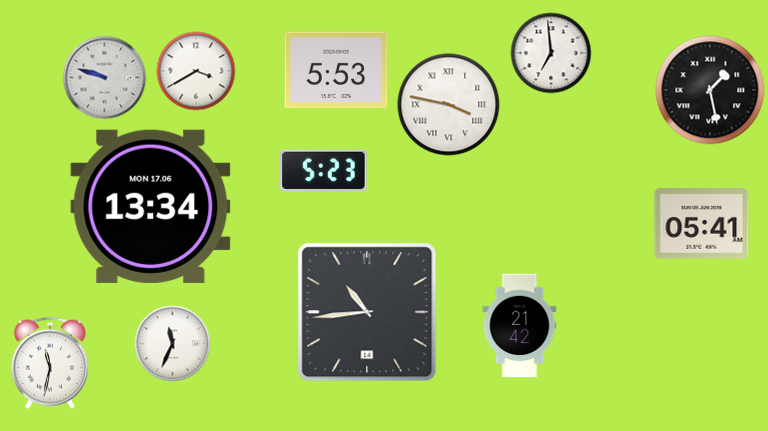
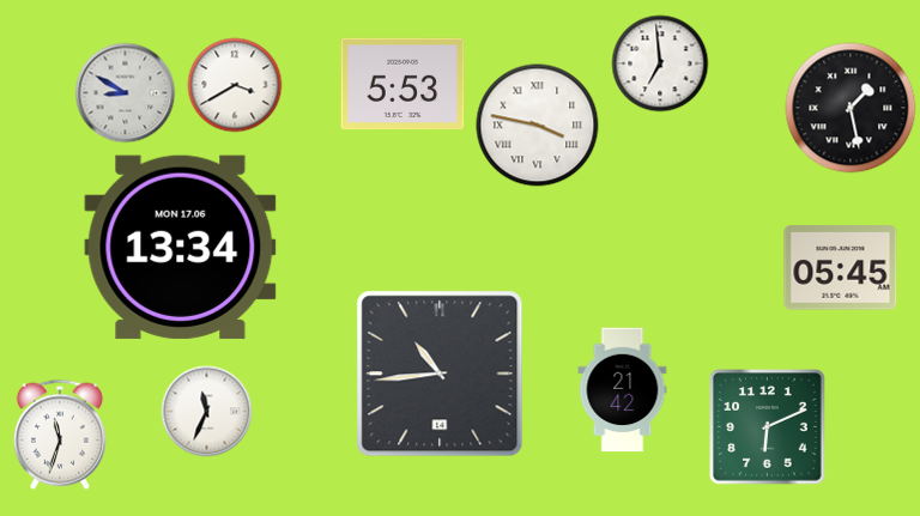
clock at (105, 78): 9:48 -> 8:50
clock at (324, 170): 5:23 -> none
clock at (702, 224): 05:41 -> 05:45
clock at (768, 427): none -> 6:11
clock at (50, 363): 11:32 -> 11:33
